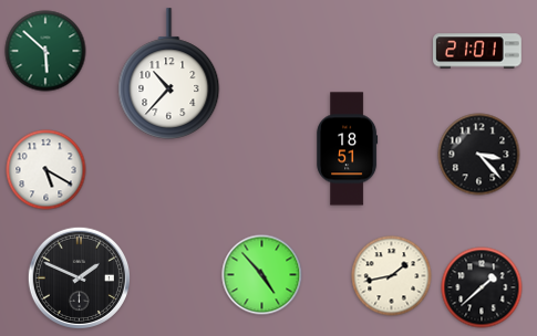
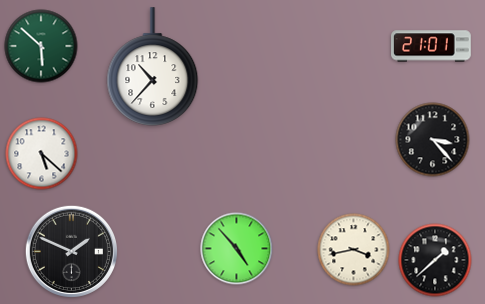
clock at (348, 149): 18:51 -> none
clock at (47, 170): 5:20 -> 5:22
clock at (392, 276): 1:43 -> 3:43
